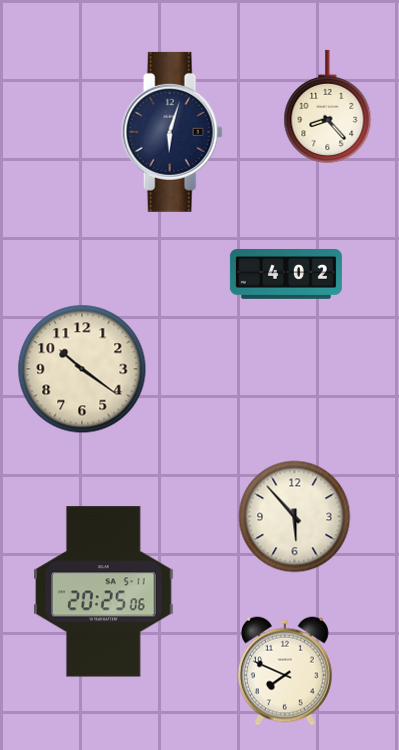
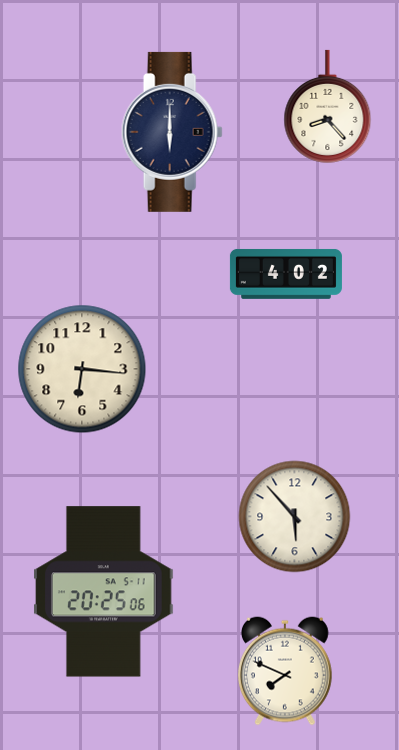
clock at (172, 132): 6:03 -> 6:00
clock at (82, 369): 10:21 -> 6:16
